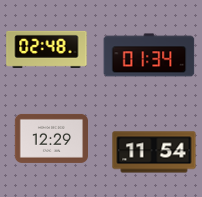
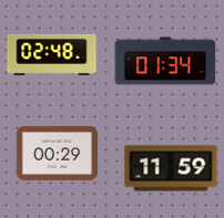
clock at (51, 138): 12:29 -> 00:29
clock at (154, 152): 11:54 -> 11:59
